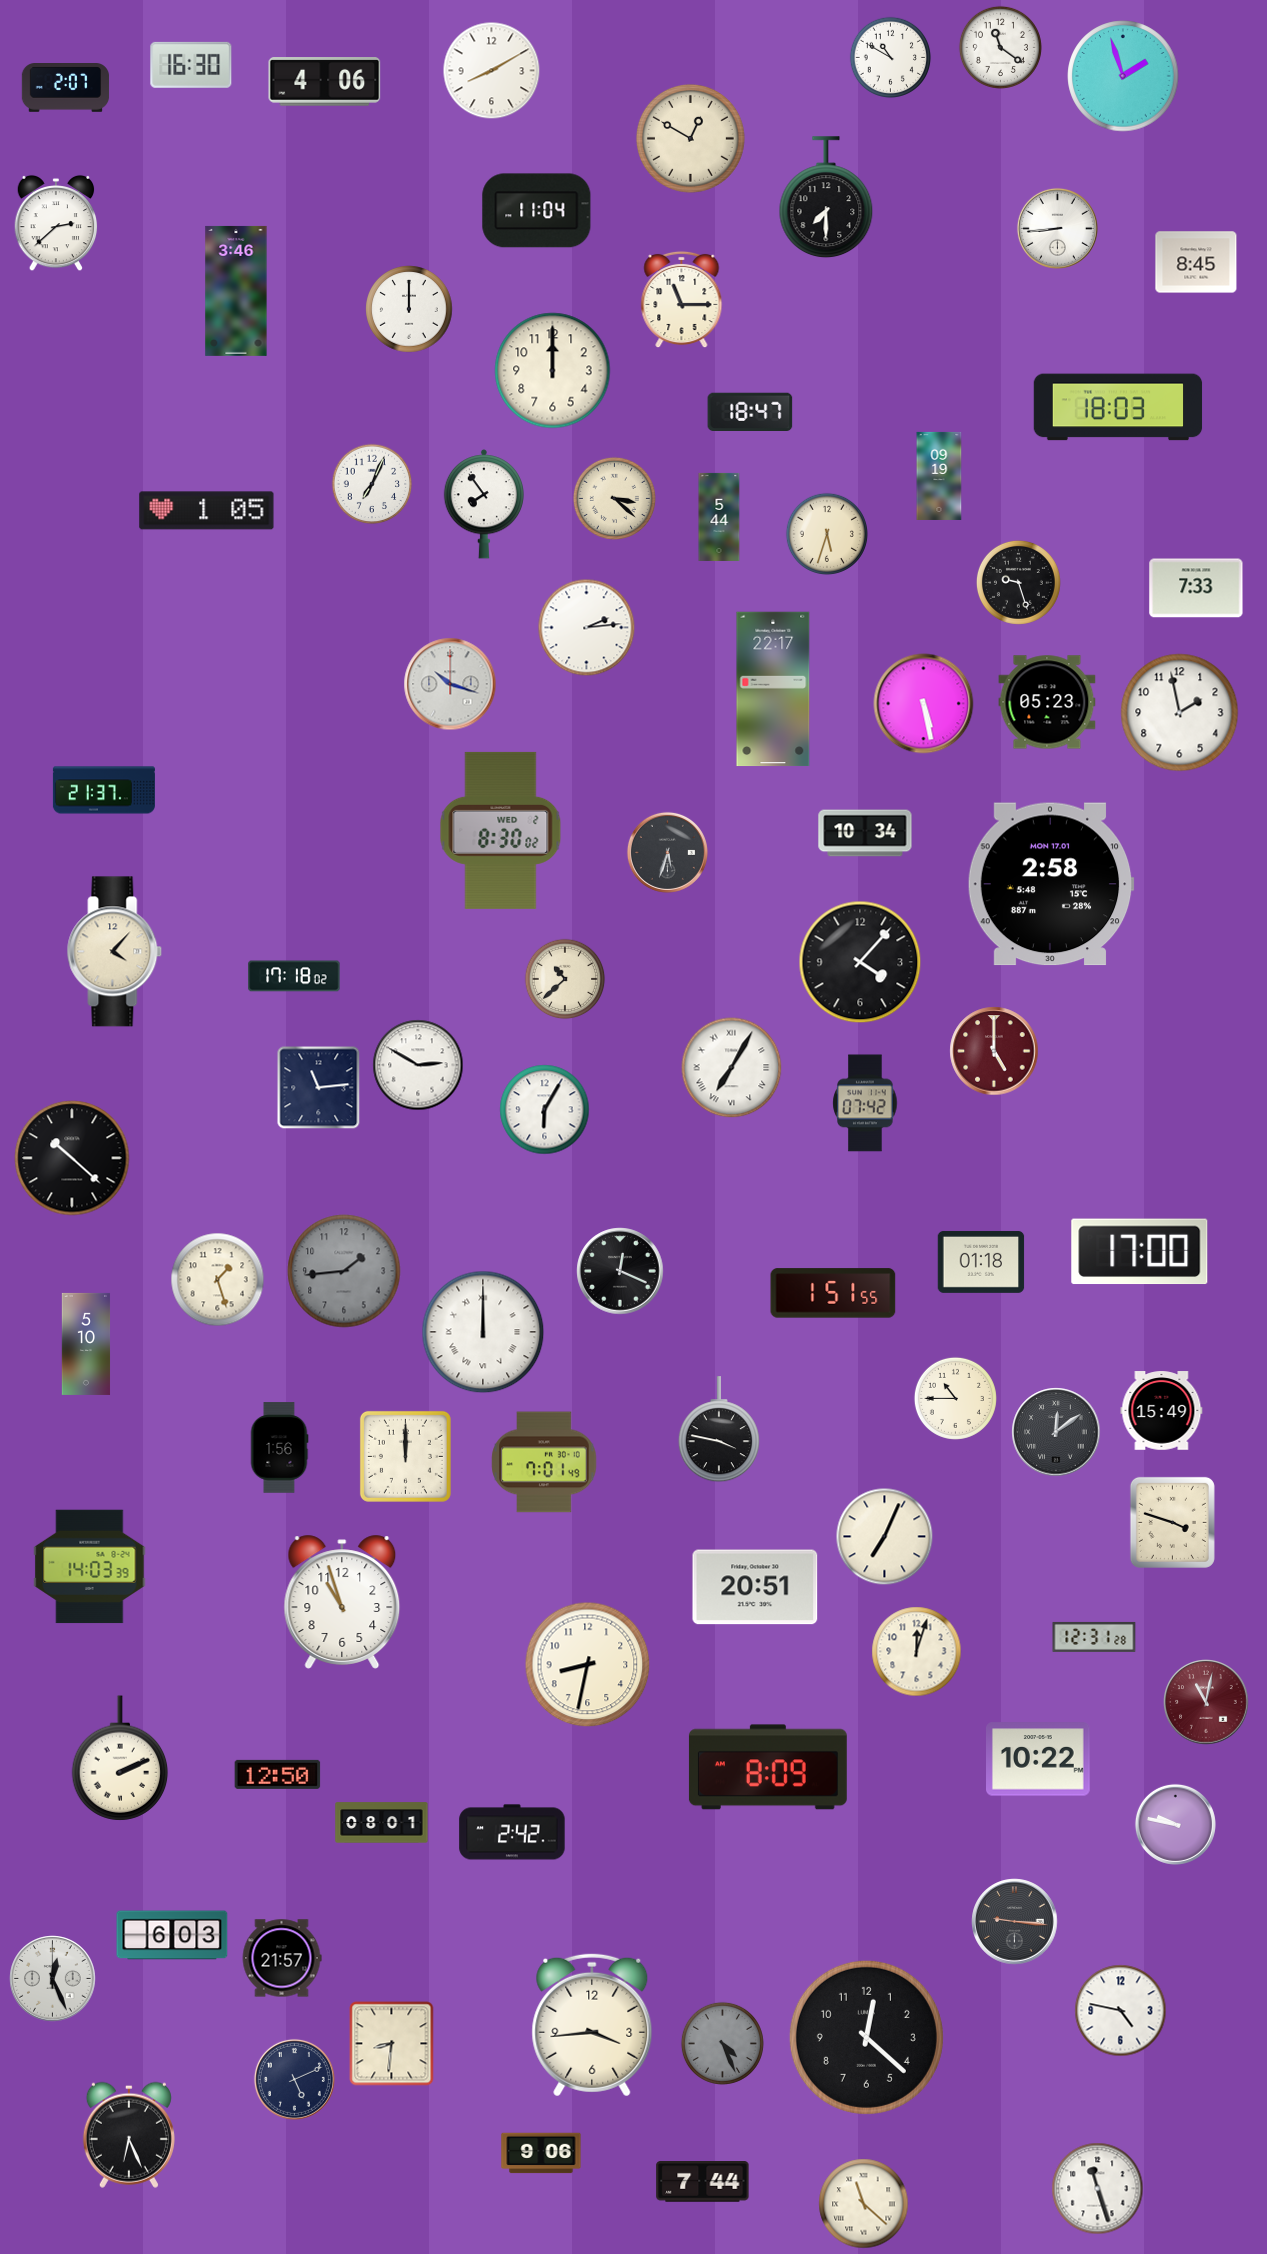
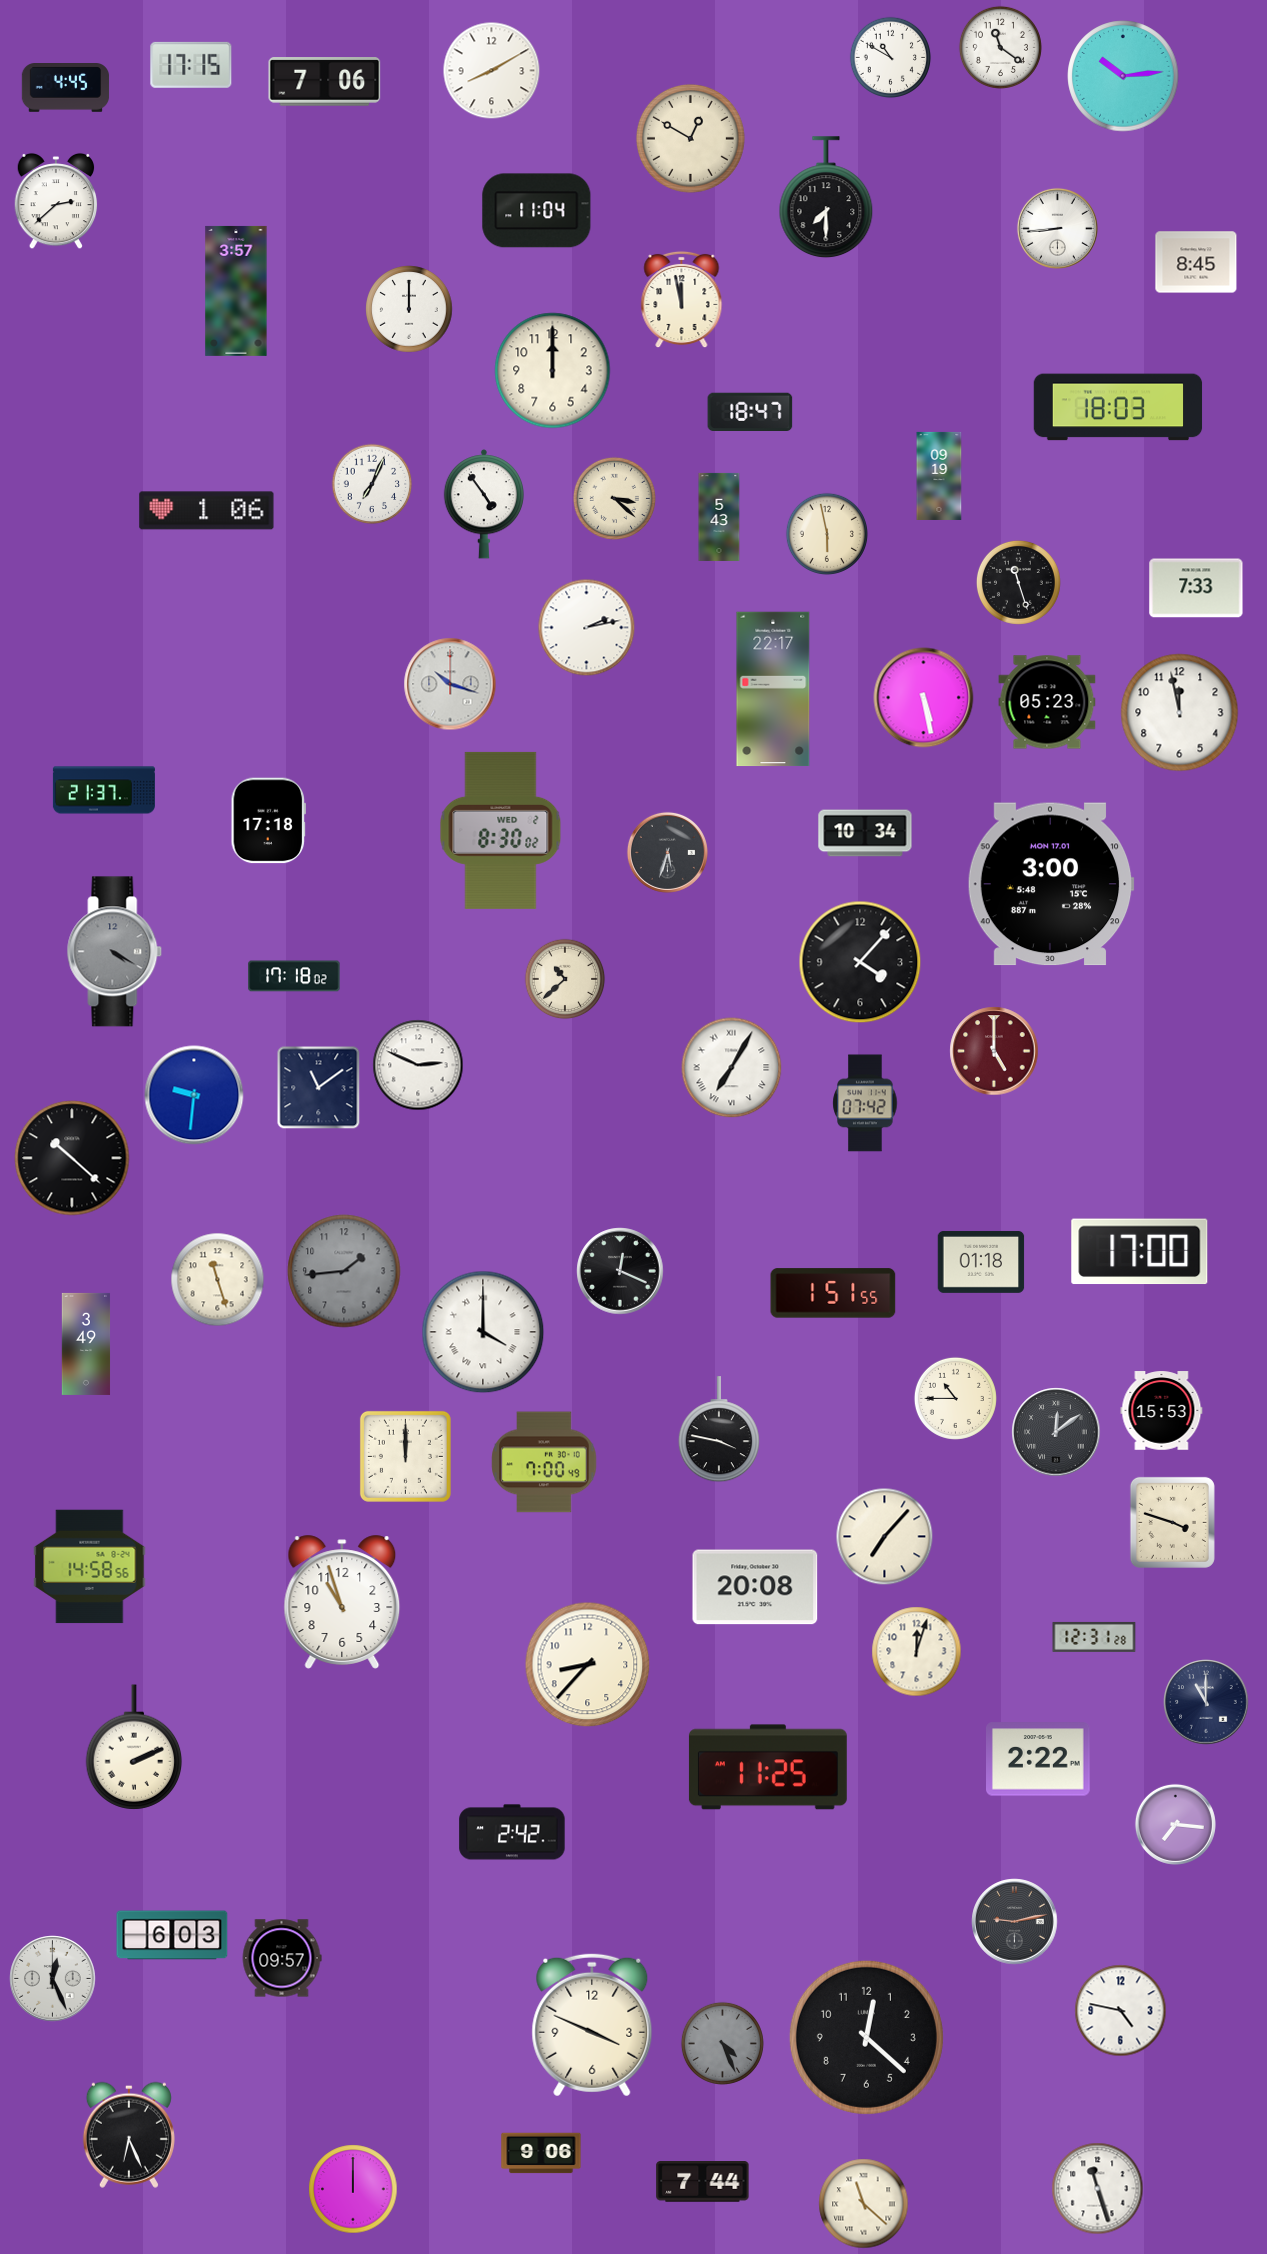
clock at (191, 65): 16:30 -> 17:15
clock at (1123, 76): 1:57 -> 10:14
clock at (325, 82): 4:06 -> 7:06
clock at (66, 88): 2:07 -> 4:45
clock at (56, 223) position: (56, 223) -> (56, 201)
clock at (236, 291): 3:46 -> 3:57
clock at (682, 300): 11:15 -> 11:58
clock at (483, 504): 7:54 -> 4:54
clock at (207, 511): 1:05 -> 1:06
clock at (719, 517): 5:44 -> 5:43
clock at (827, 534): 5:33 -> 5:58
clock at (1018, 582): 9:27 -> 11:27
clock at (587, 628): 2:14 -> 2:13
clock at (924, 704) position: (924, 704) -> (924, 698)
clock at (1180, 713): 1:58 -> 11:58
clock at (268, 821): none -> 17:18
clock at (1051, 884): 2:58 -> 3:00
clock at (115, 952): 4:07 -> 4:20
clock at (115, 952) dial: cream -> grey
clock at (418, 1065): 2:50 -> 2:49
clock at (319, 1088): 11:14 -> 11:09
clock at (194, 1095): none -> 9:31
clock at (545, 1110): 6:05 -> none
clock at (218, 1280): 1:27 -> 11:27
clock at (483, 1332): 12:00 -> 4:00
clock at (86, 1344): 5:10 -> 3:49
clock at (1162, 1411): 15:49 -> 15:53
clock at (279, 1448): 1:56 -> none
clock at (544, 1462): 7:01 -> 7:00
clock at (885, 1537): 7:04 -> 7:07
clock at (90, 1567): 14:03 -> 14:58
clock at (755, 1587): 20:51 -> 20:08
clock at (588, 1665): 8:32 -> 8:37
clock at (1206, 1702): 11:02 -> 11:00
clock at (1206, 1702) dial: burgundy -> navy
clock at (120, 1758) position: (120, 1758) -> (134, 1747)
clock at (1039, 1759): 10:22 -> 2:22
clock at (768, 1767): 8:09 -> 11:25
clock at (278, 1774): 12:50 -> none
clock at (382, 1823): 08:01 -> none
clock at (1175, 1824): 9:47 -> 7:16
clock at (1015, 1922): 9:16 -> 9:13
clock at (282, 1958): 21:57 -> 09:57
clock at (592, 2025): 3:44 -> 3:49
clock at (392, 2044): 8:31 -> none
clock at (294, 2079): 5:11 -> none
clock at (353, 2189): none -> 12:00
